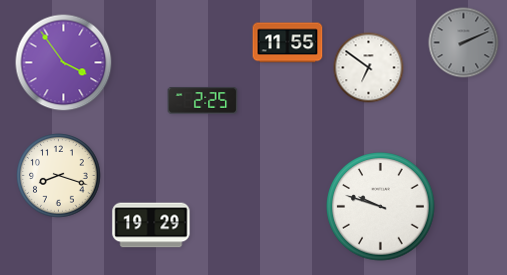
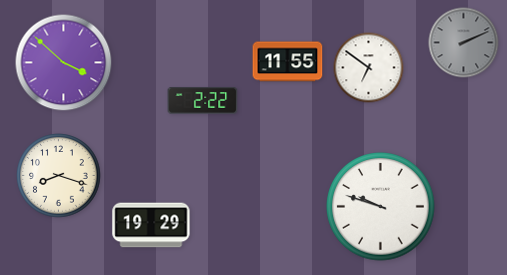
clock at (288, 43) position: (288, 43) -> (288, 62)
clock at (64, 63): 3:54 -> 3:52
clock at (203, 101): 2:25 -> 2:22
